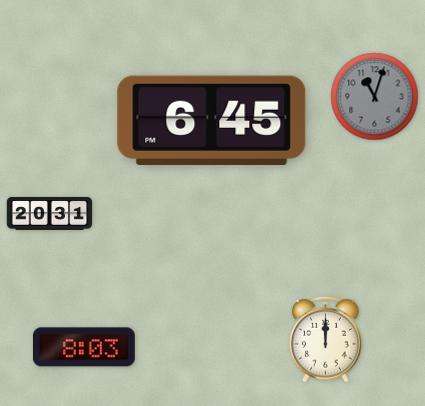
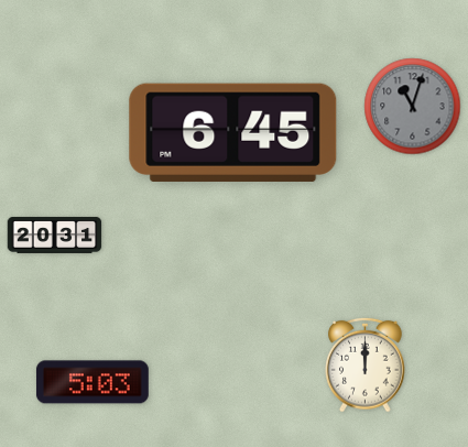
clock at (326, 339) position: (326, 339) -> (366, 364)
clock at (84, 347): 8:03 -> 5:03
